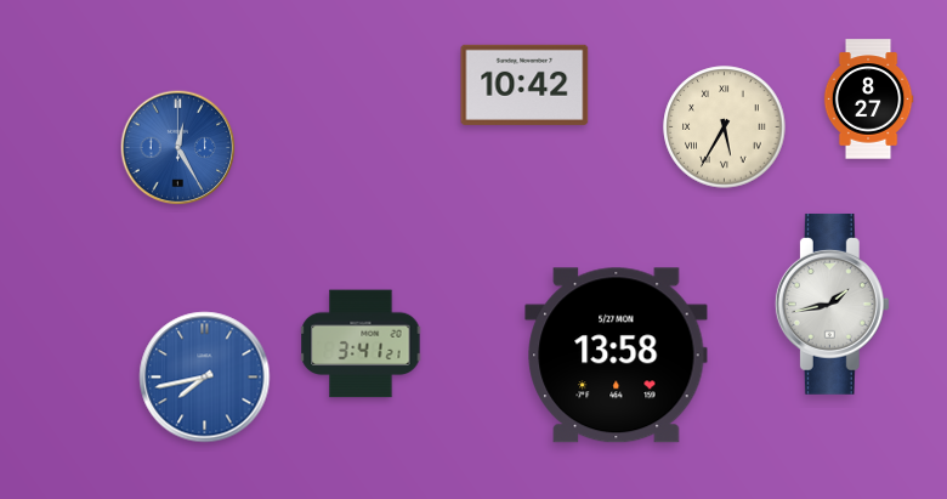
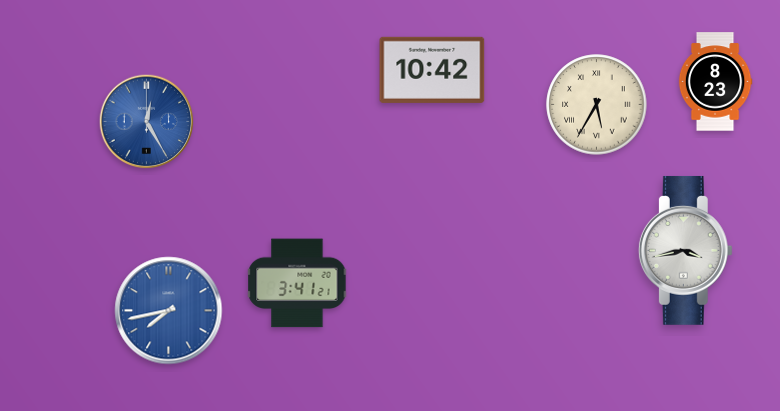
clock at (868, 100): 8:27 -> 8:23
clock at (832, 304): 1:43 -> 3:43
clock at (617, 356): 13:58 -> none
